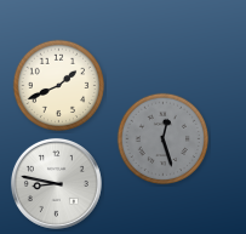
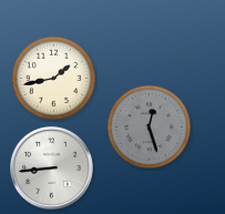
clock at (59, 86): 1:41 -> 1:43
clock at (56, 183): 8:47 -> 8:44
